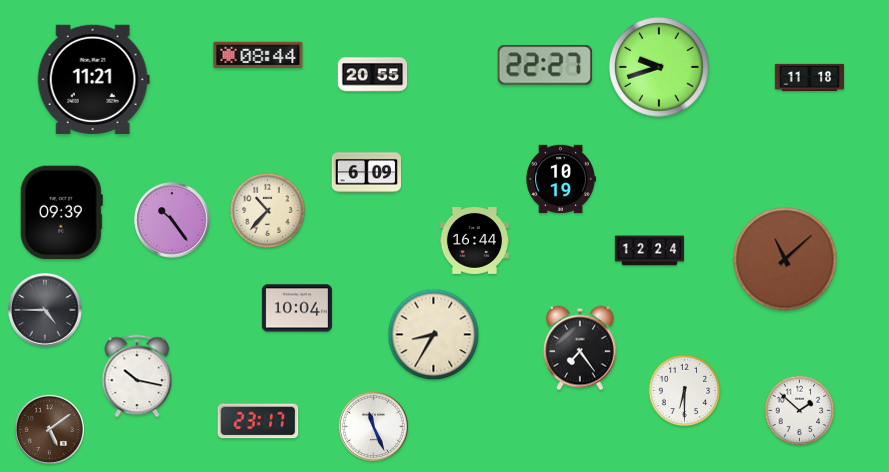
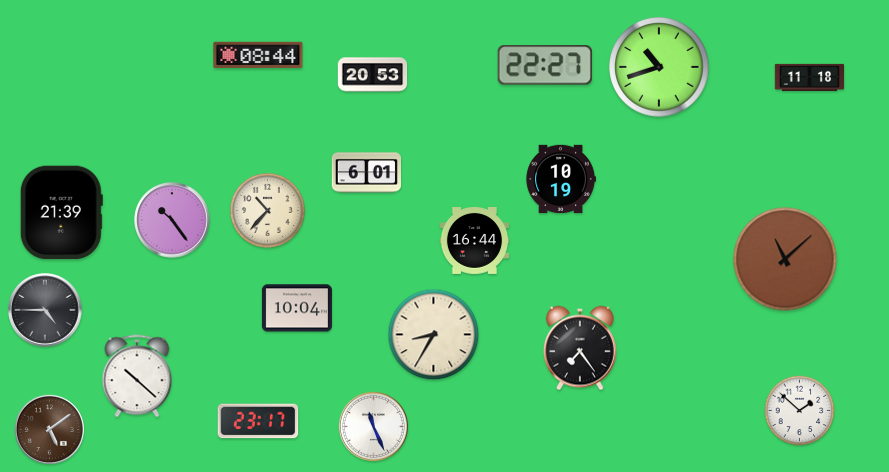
clock at (659, 67): 9:42 -> 10:42
clock at (373, 75): 20:55 -> 20:53
clock at (93, 79): 11:21 -> none
clock at (366, 173): 6:09 -> 6:01
clock at (61, 213): 09:39 -> 21:39
clock at (649, 251): 12:24 -> none
clock at (137, 376): 10:17 -> 10:22
clock at (685, 391): 6:30 -> none
